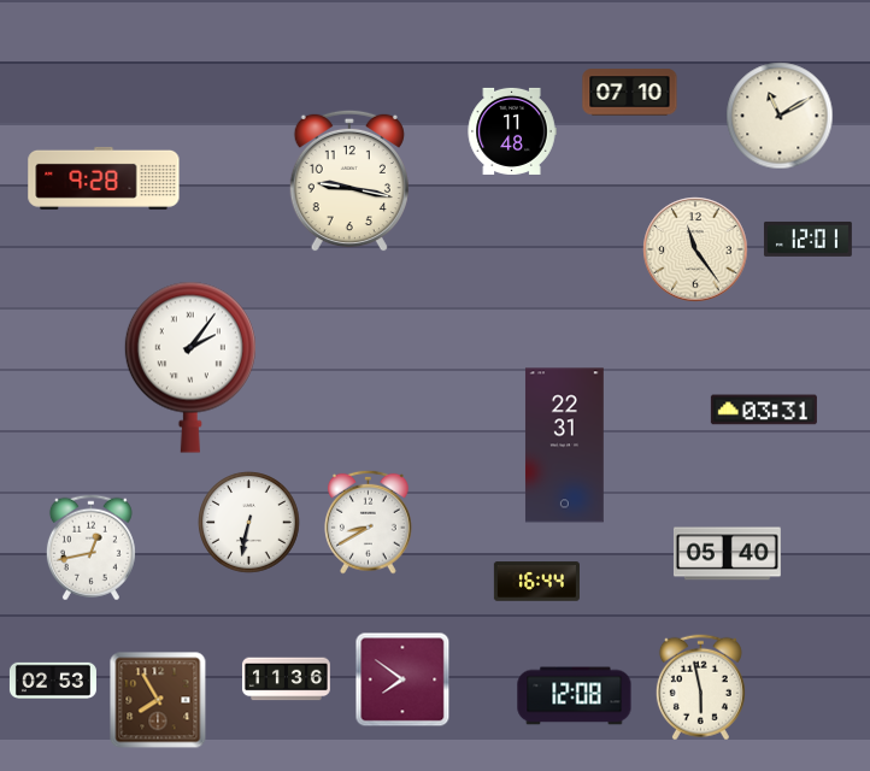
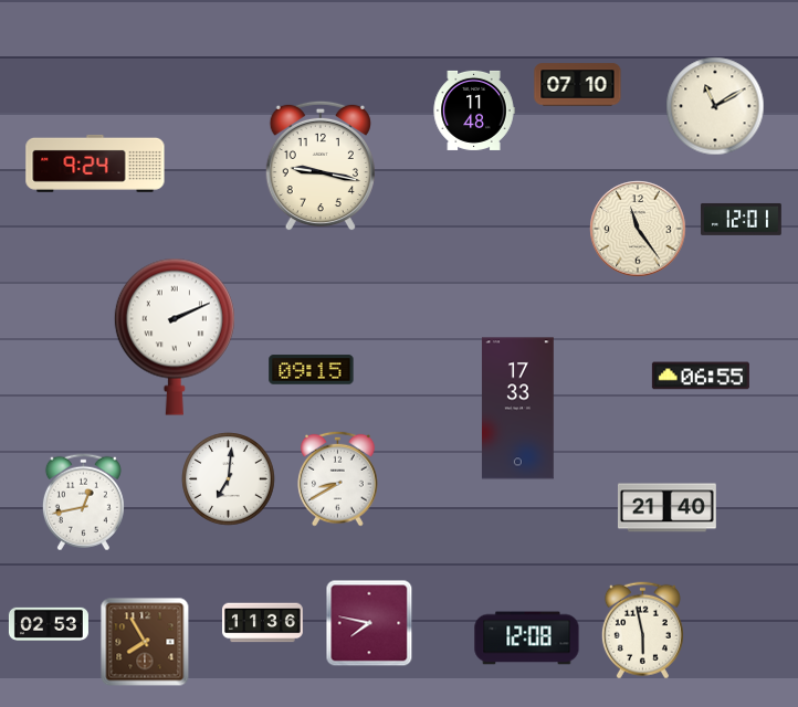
clock at (512, 131) position: (512, 131) -> (474, 110)
clock at (104, 178): 9:28 -> 9:24
clock at (190, 367): 2:06 -> 2:11
clock at (312, 370): none -> 09:15
clock at (764, 410): 03:31 -> 06:55
clock at (564, 446): 22:31 -> 17:33
clock at (249, 523): 6:32 -> 7:01
clock at (727, 554): 05:40 -> 21:40
clock at (536, 582): 16:44 -> none
clock at (402, 679): 7:51 -> 7:47
